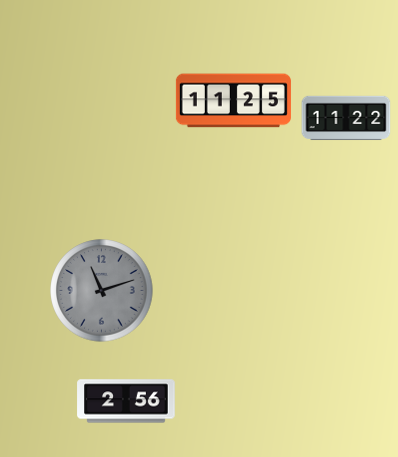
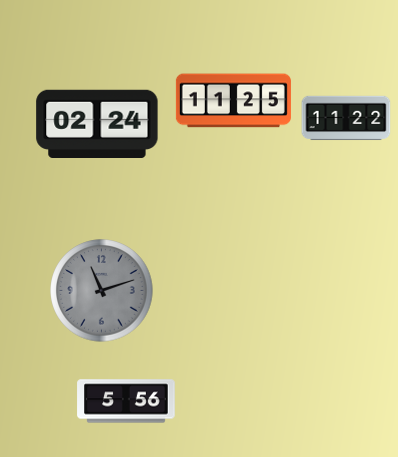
clock at (97, 124): none -> 02:24
clock at (126, 401): 2:56 -> 5:56
